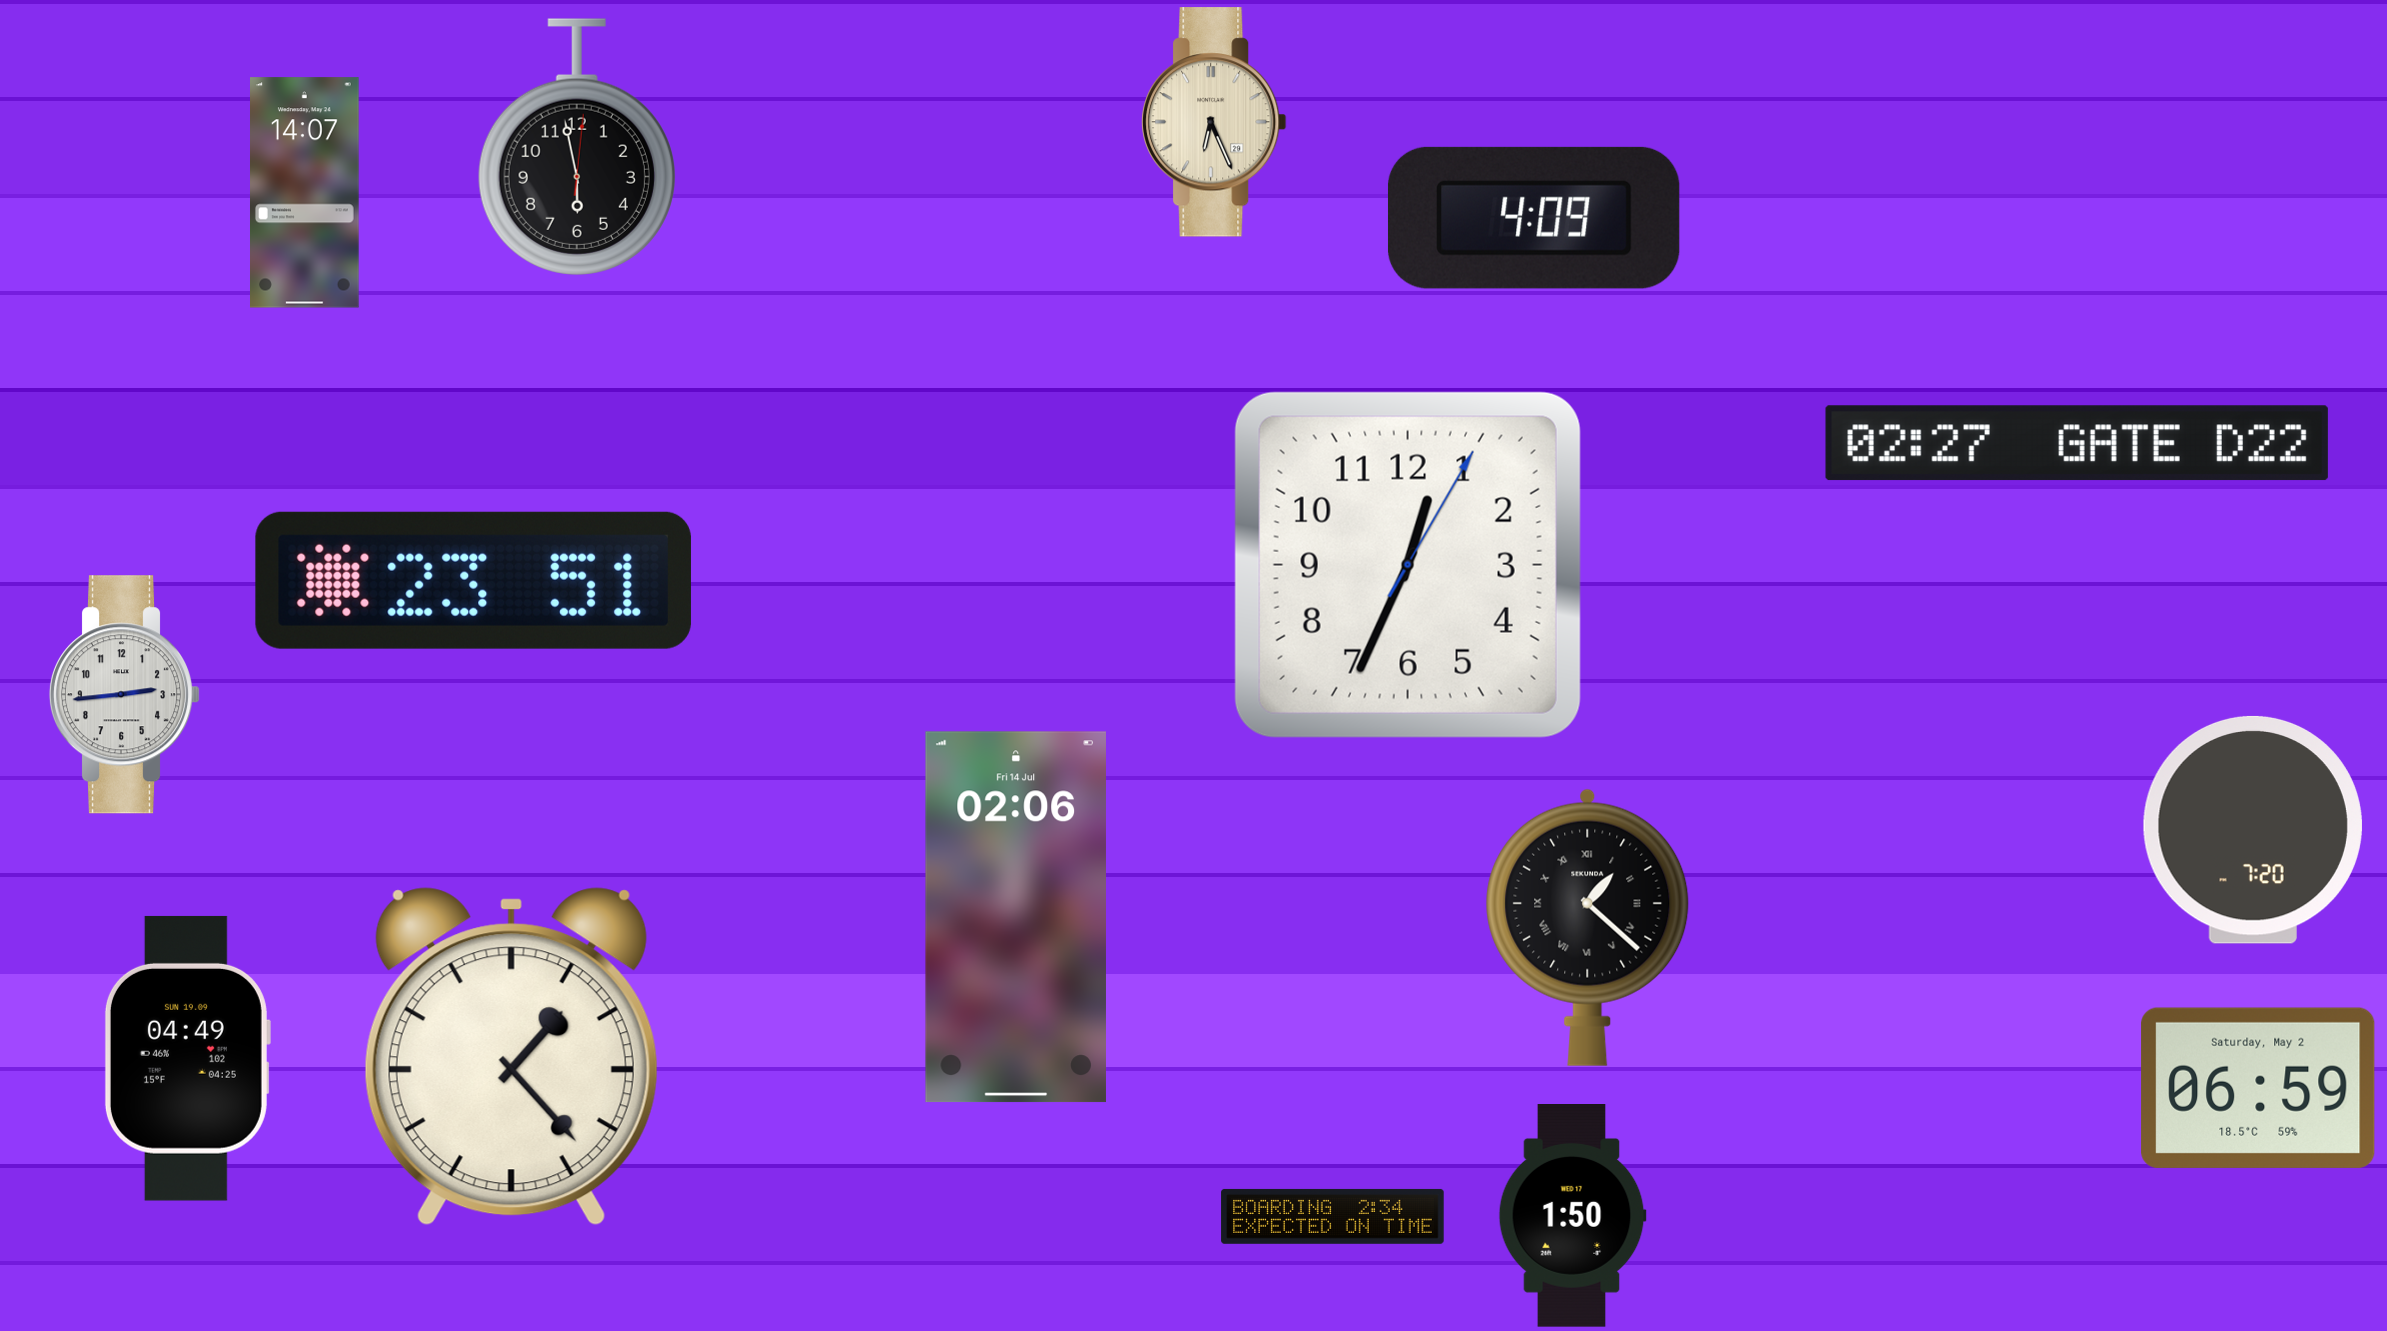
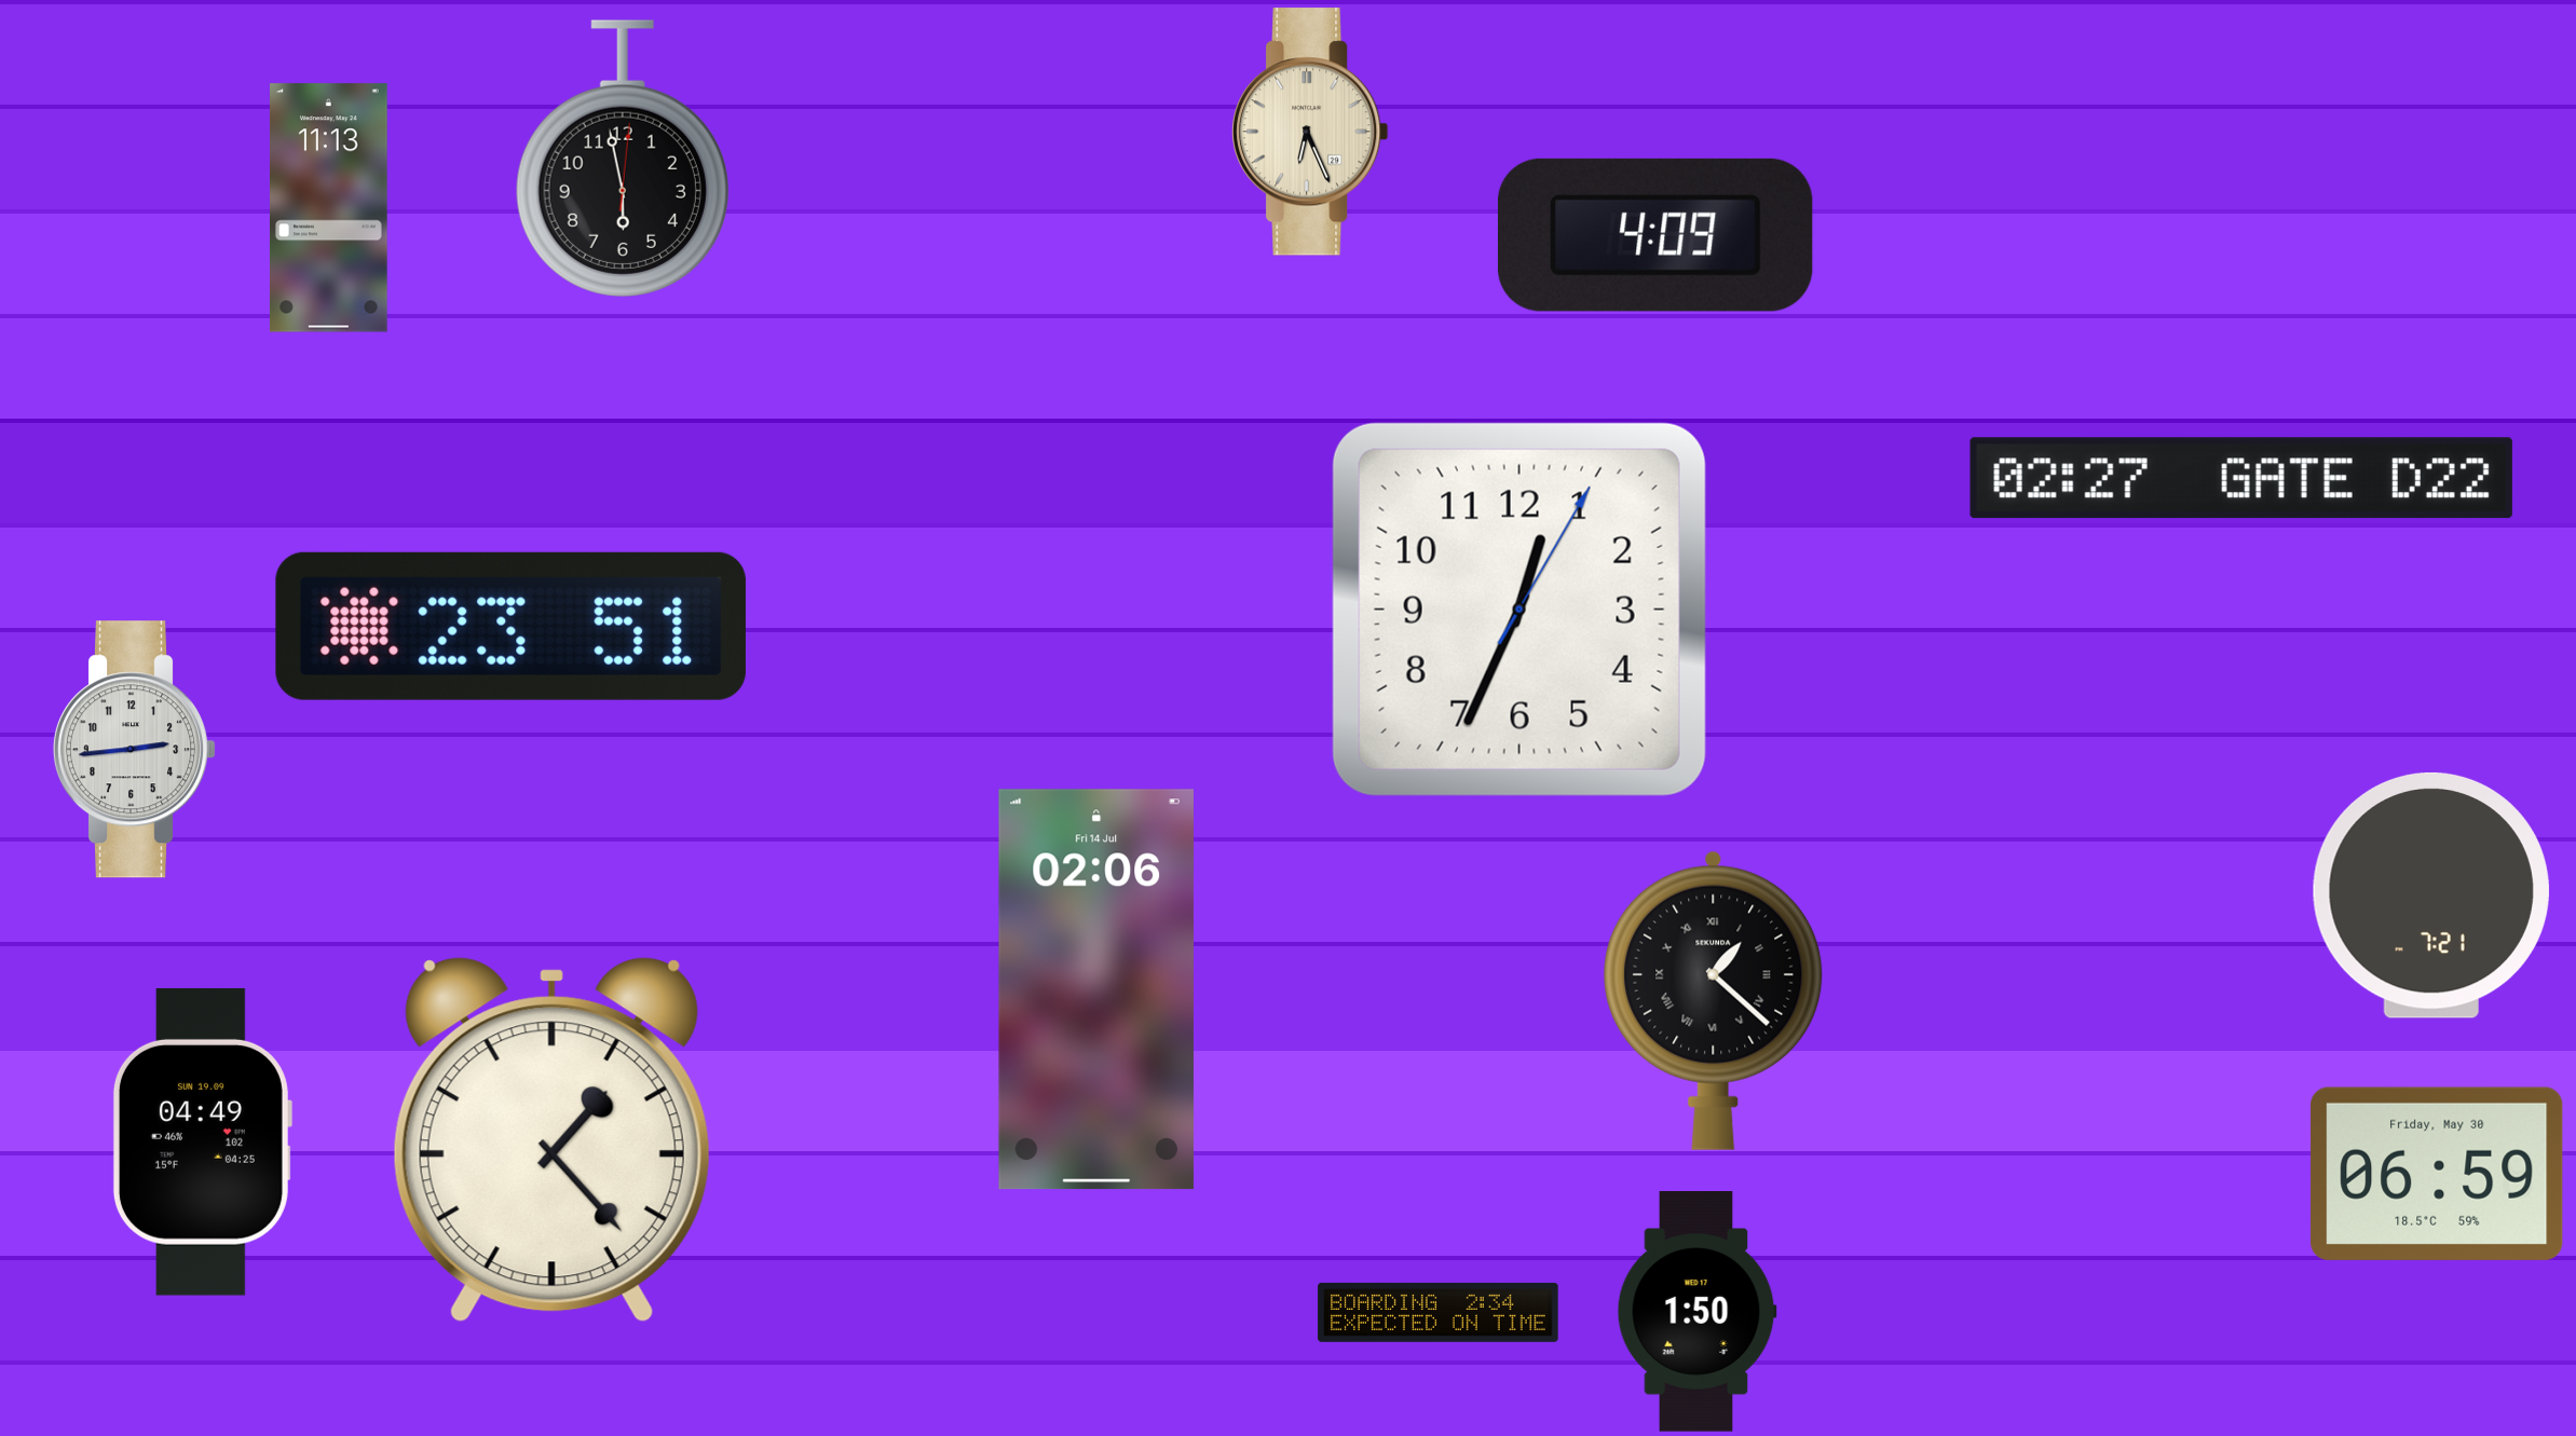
clock at (305, 193): 14:07 -> 11:13
clock at (2253, 830): 7:20 -> 7:21
clock at (2258, 1088) date: Saturday, May 2 -> Friday, May 30
